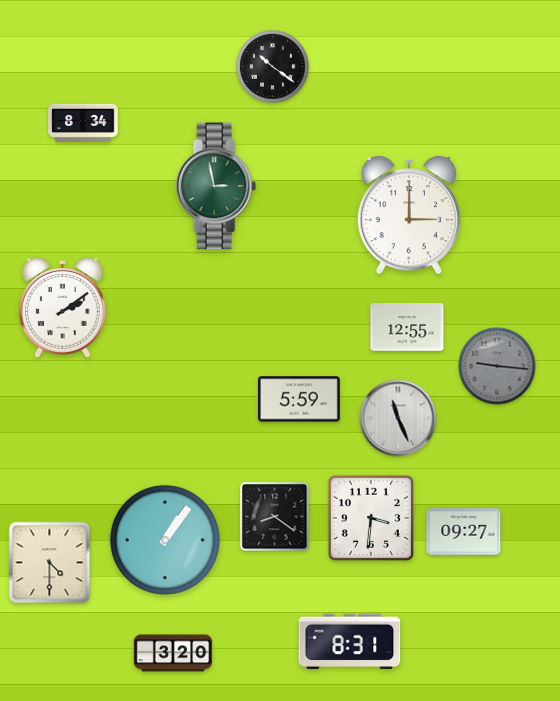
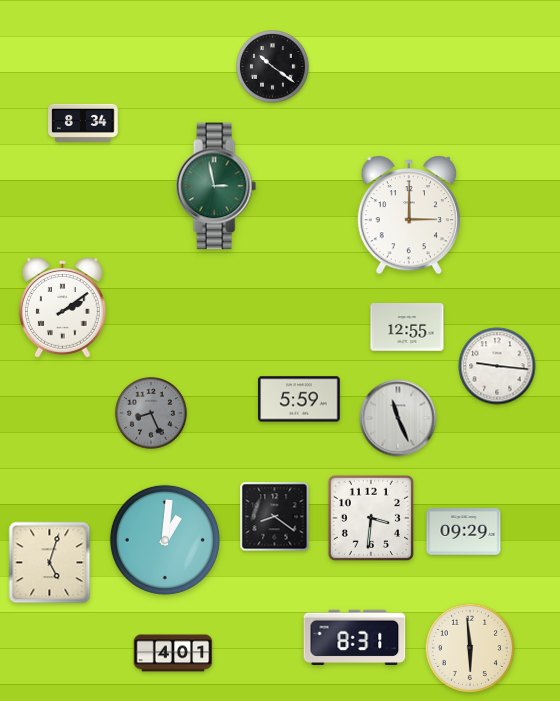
clock at (497, 366) dial: grey -> white
clock at (151, 413): none -> 8:26
clock at (464, 532): 09:27 -> 09:29
clock at (165, 540): 1:06 -> 1:01
clock at (50, 563): 4:30 -> 5:03
clock at (350, 641) position: (350, 641) -> (355, 637)
clock at (469, 647): none -> 5:59
clock at (173, 653): 3:20 -> 4:01
